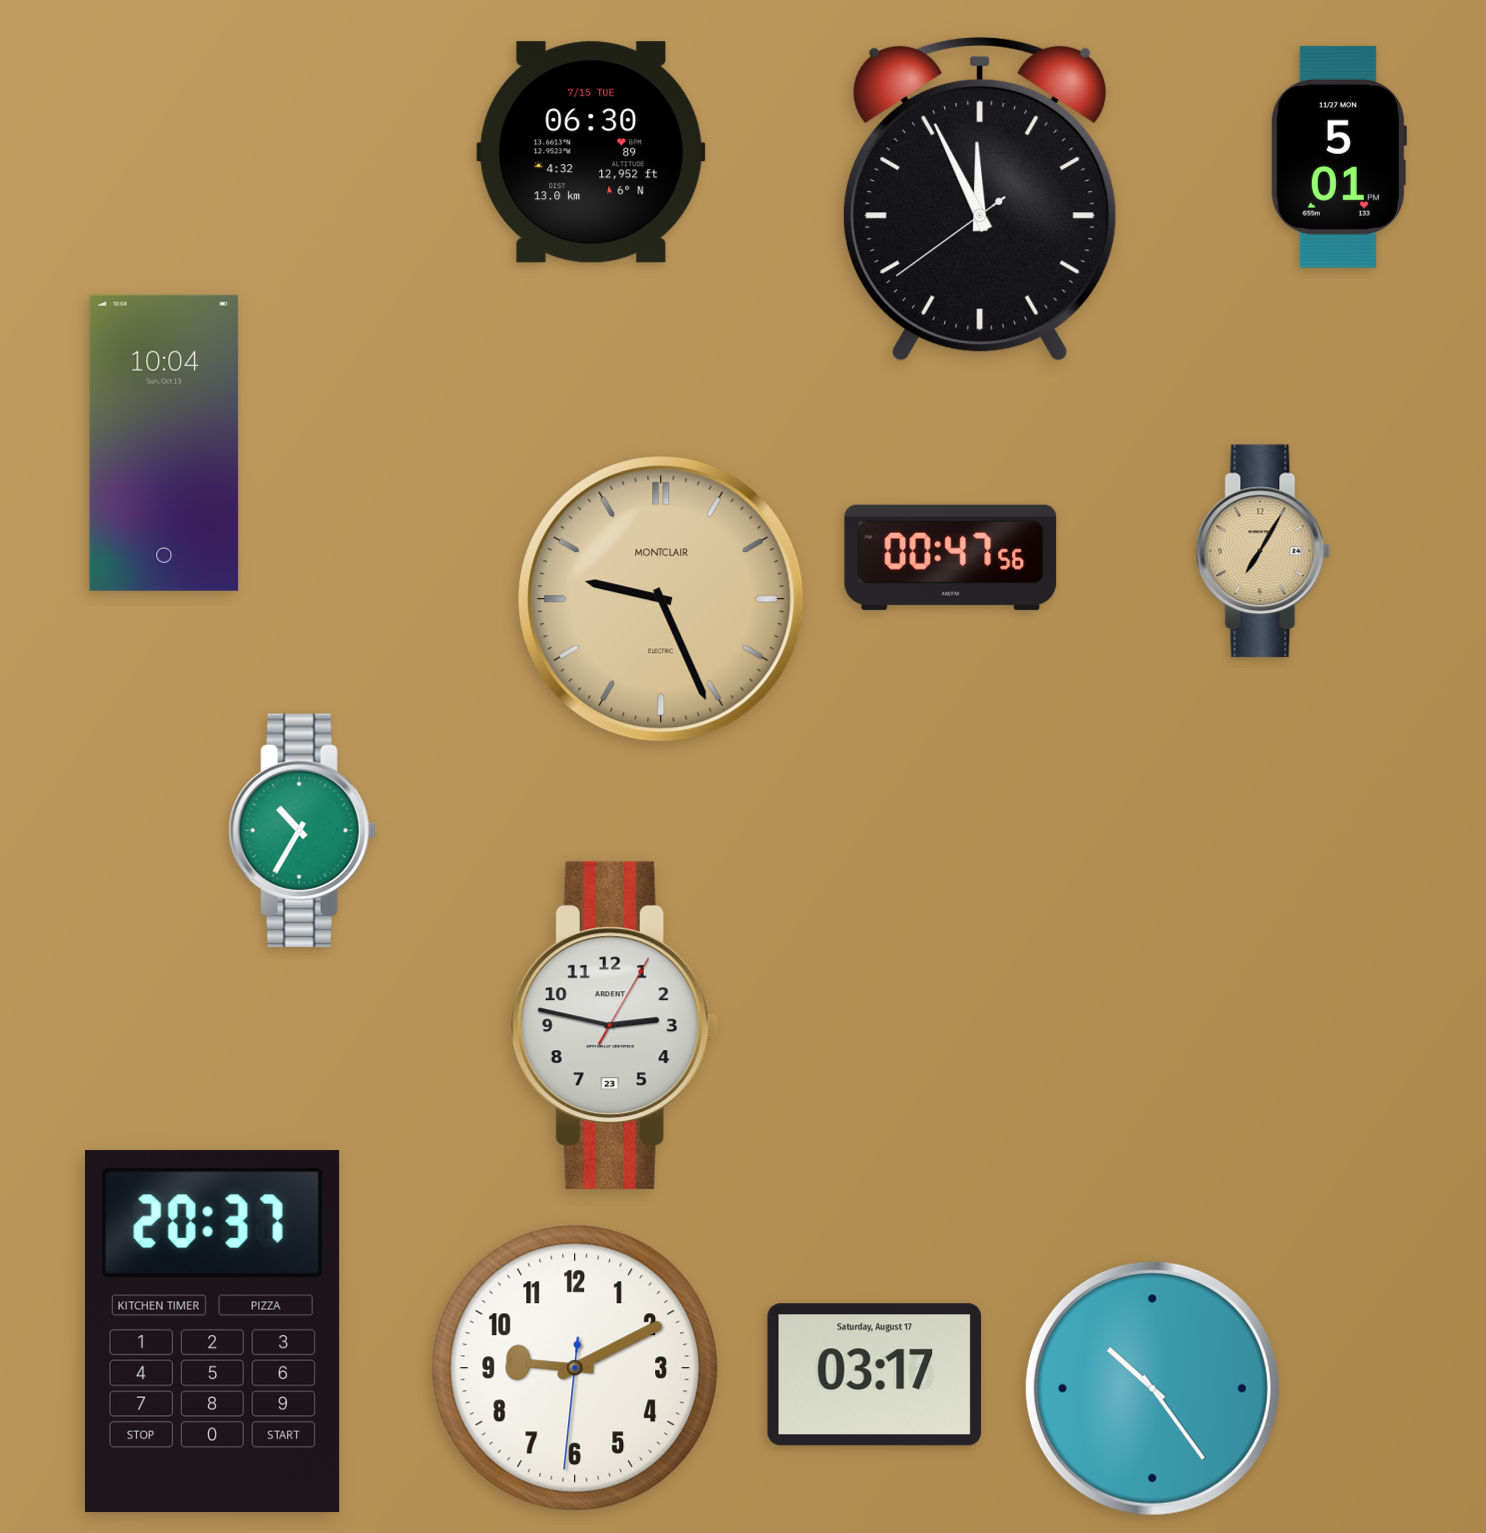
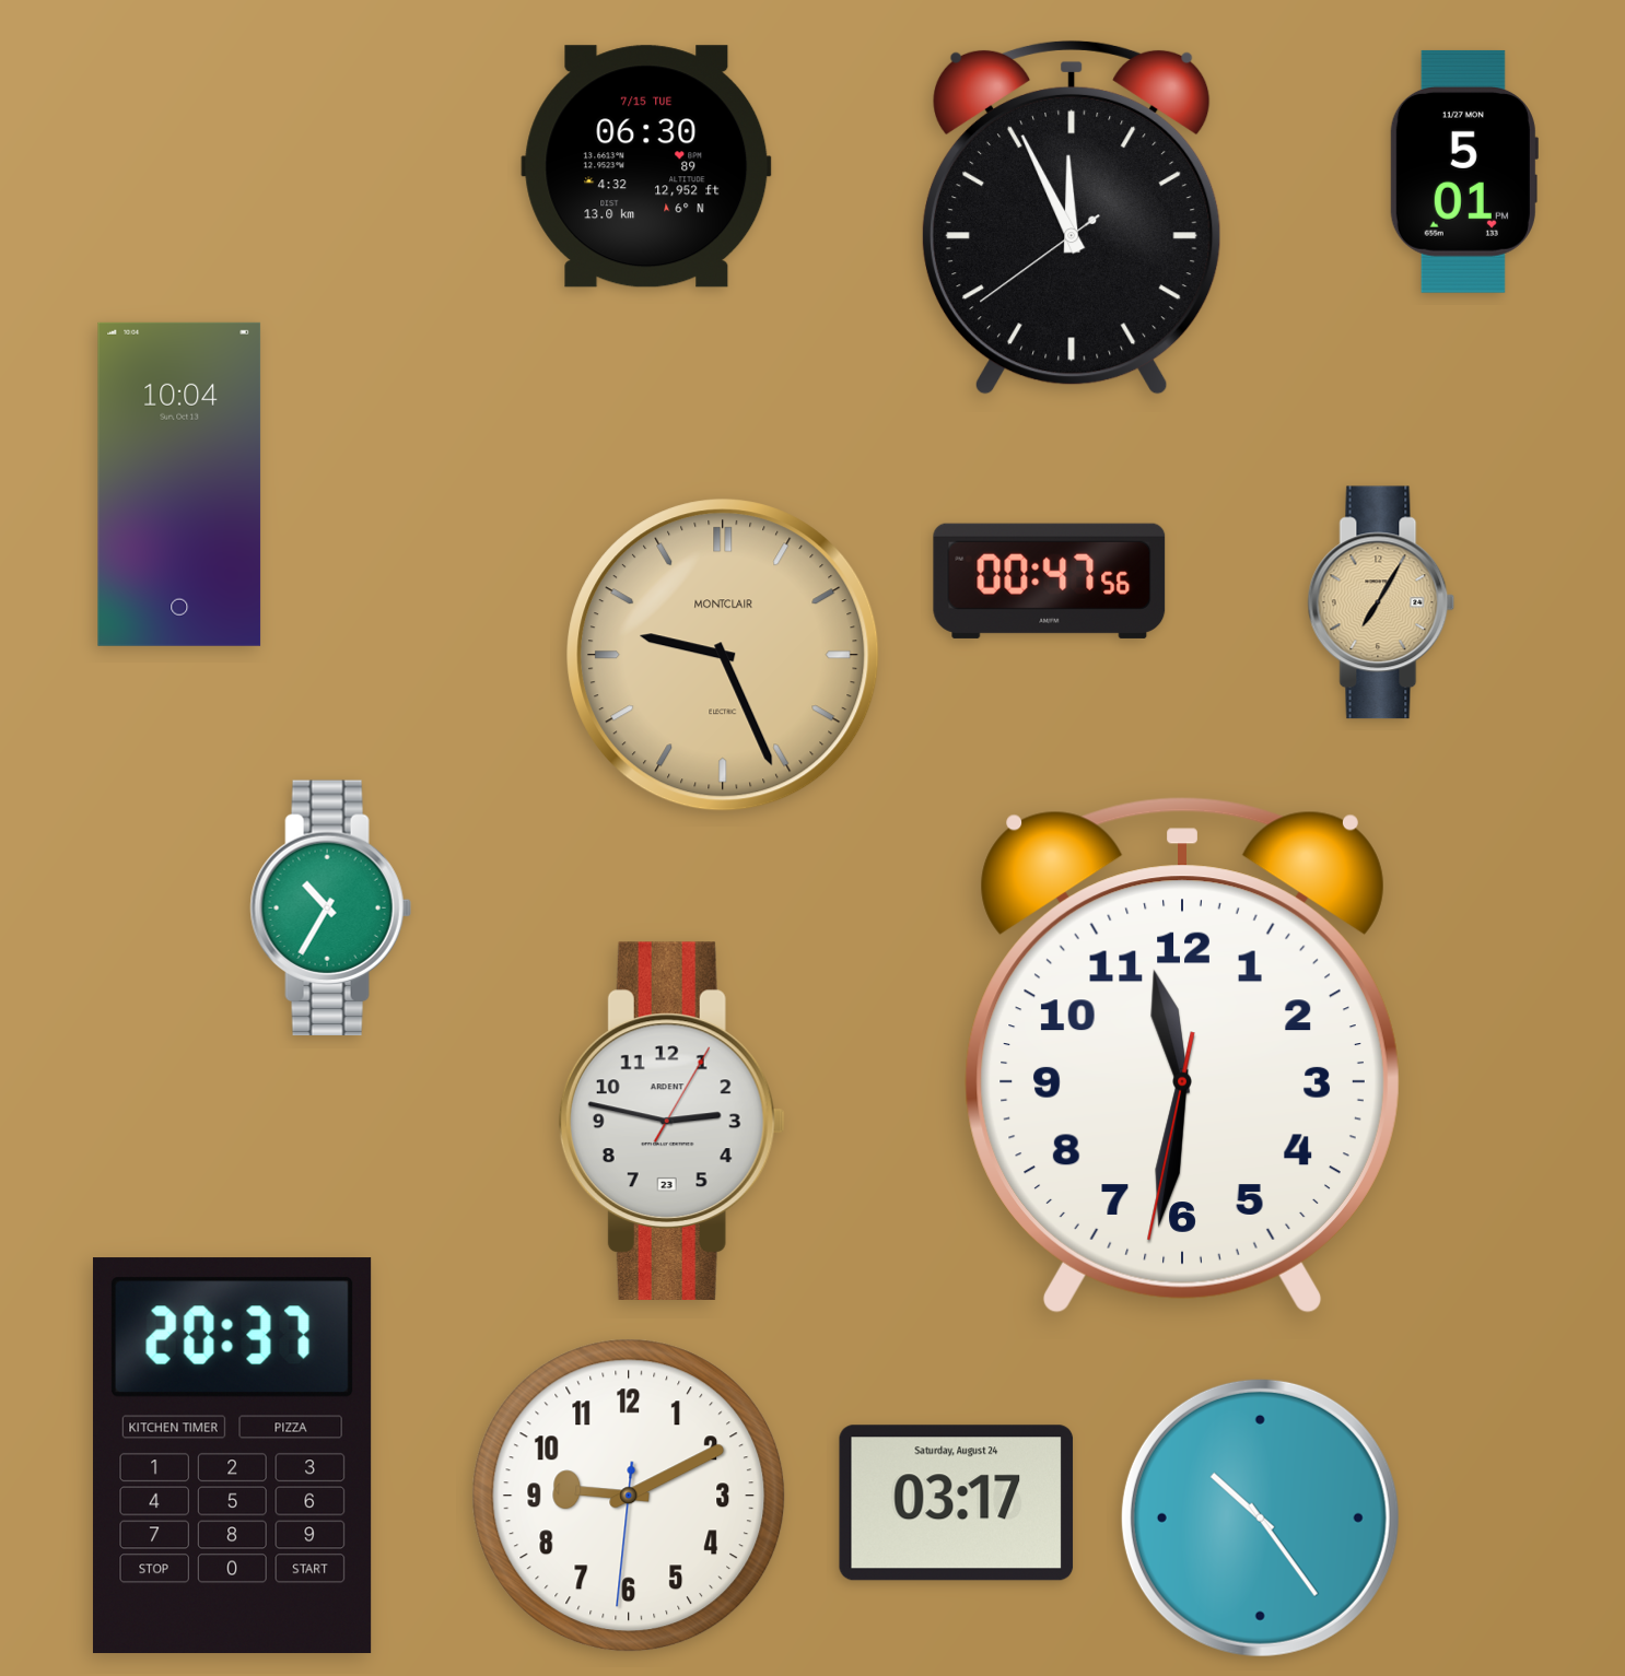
clock at (951, 557) position: (951, 557) -> (1050, 581)
clock at (1182, 1055): none -> 11:31
clock at (875, 1375) date: Saturday, August 17 -> Saturday, August 24
